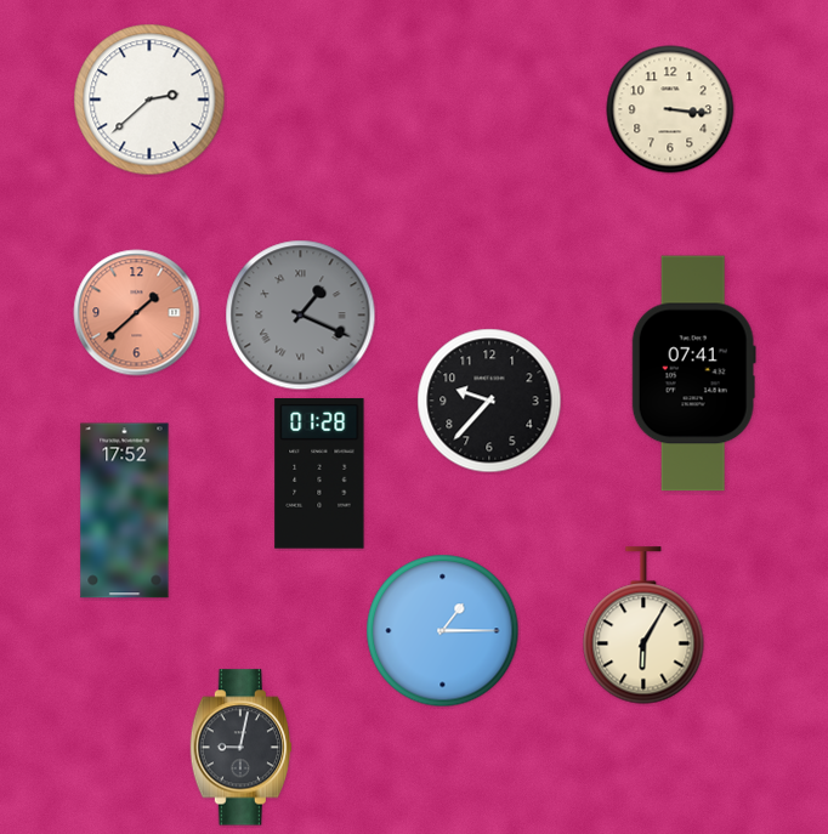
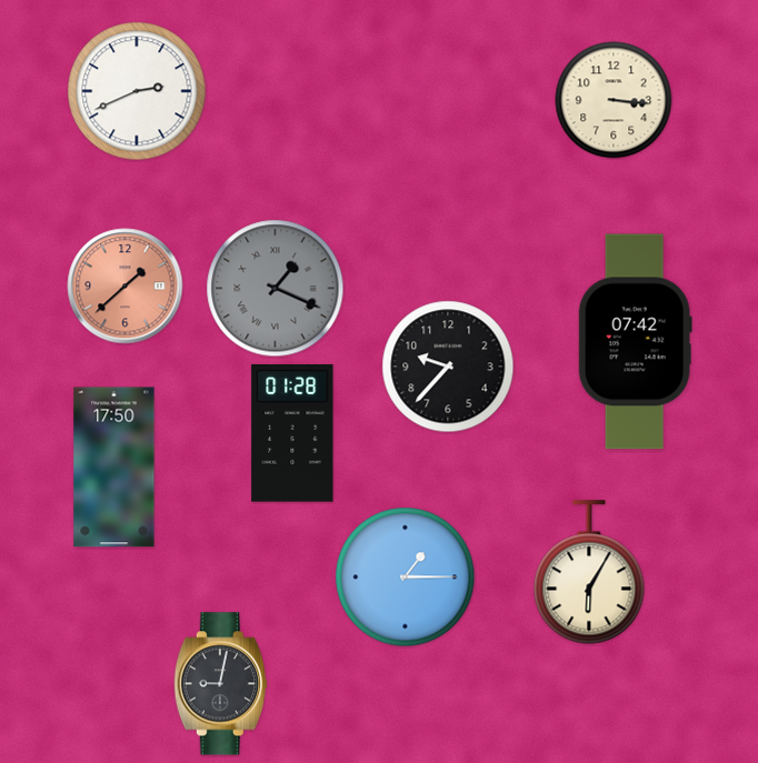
clock at (149, 100): 2:38 -> 2:41
clock at (693, 374): 07:41 -> 07:42
clock at (125, 511): 17:52 -> 17:50
